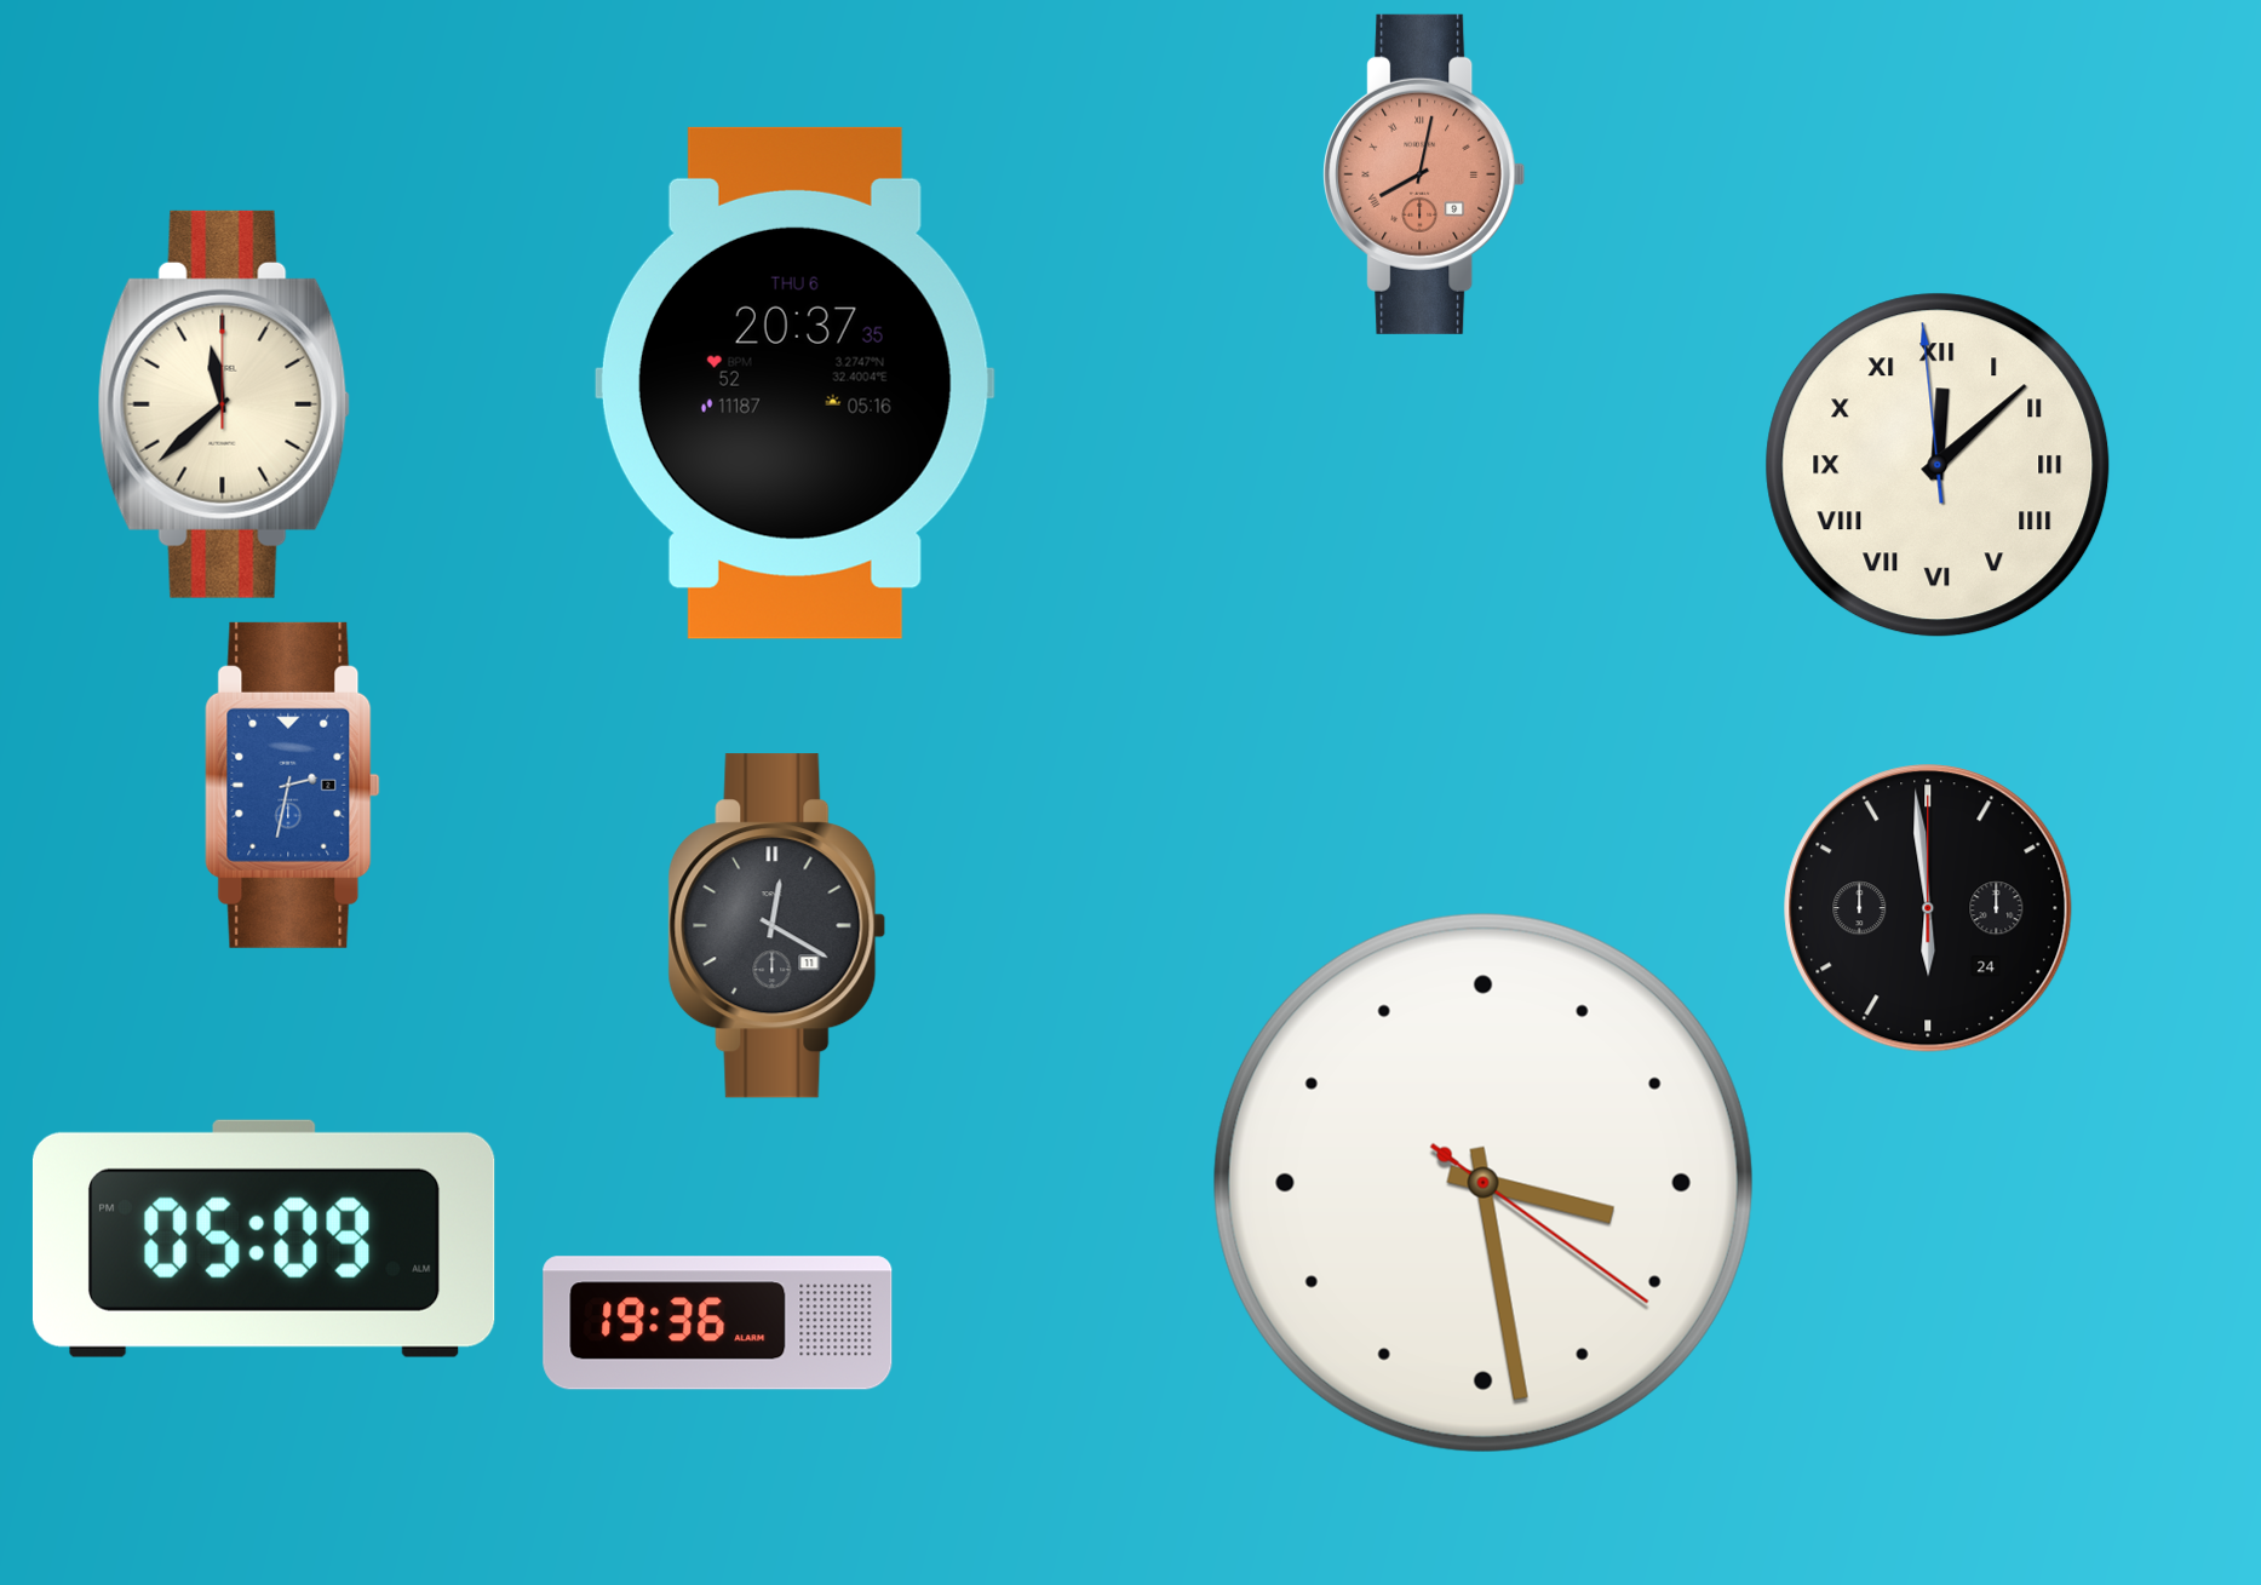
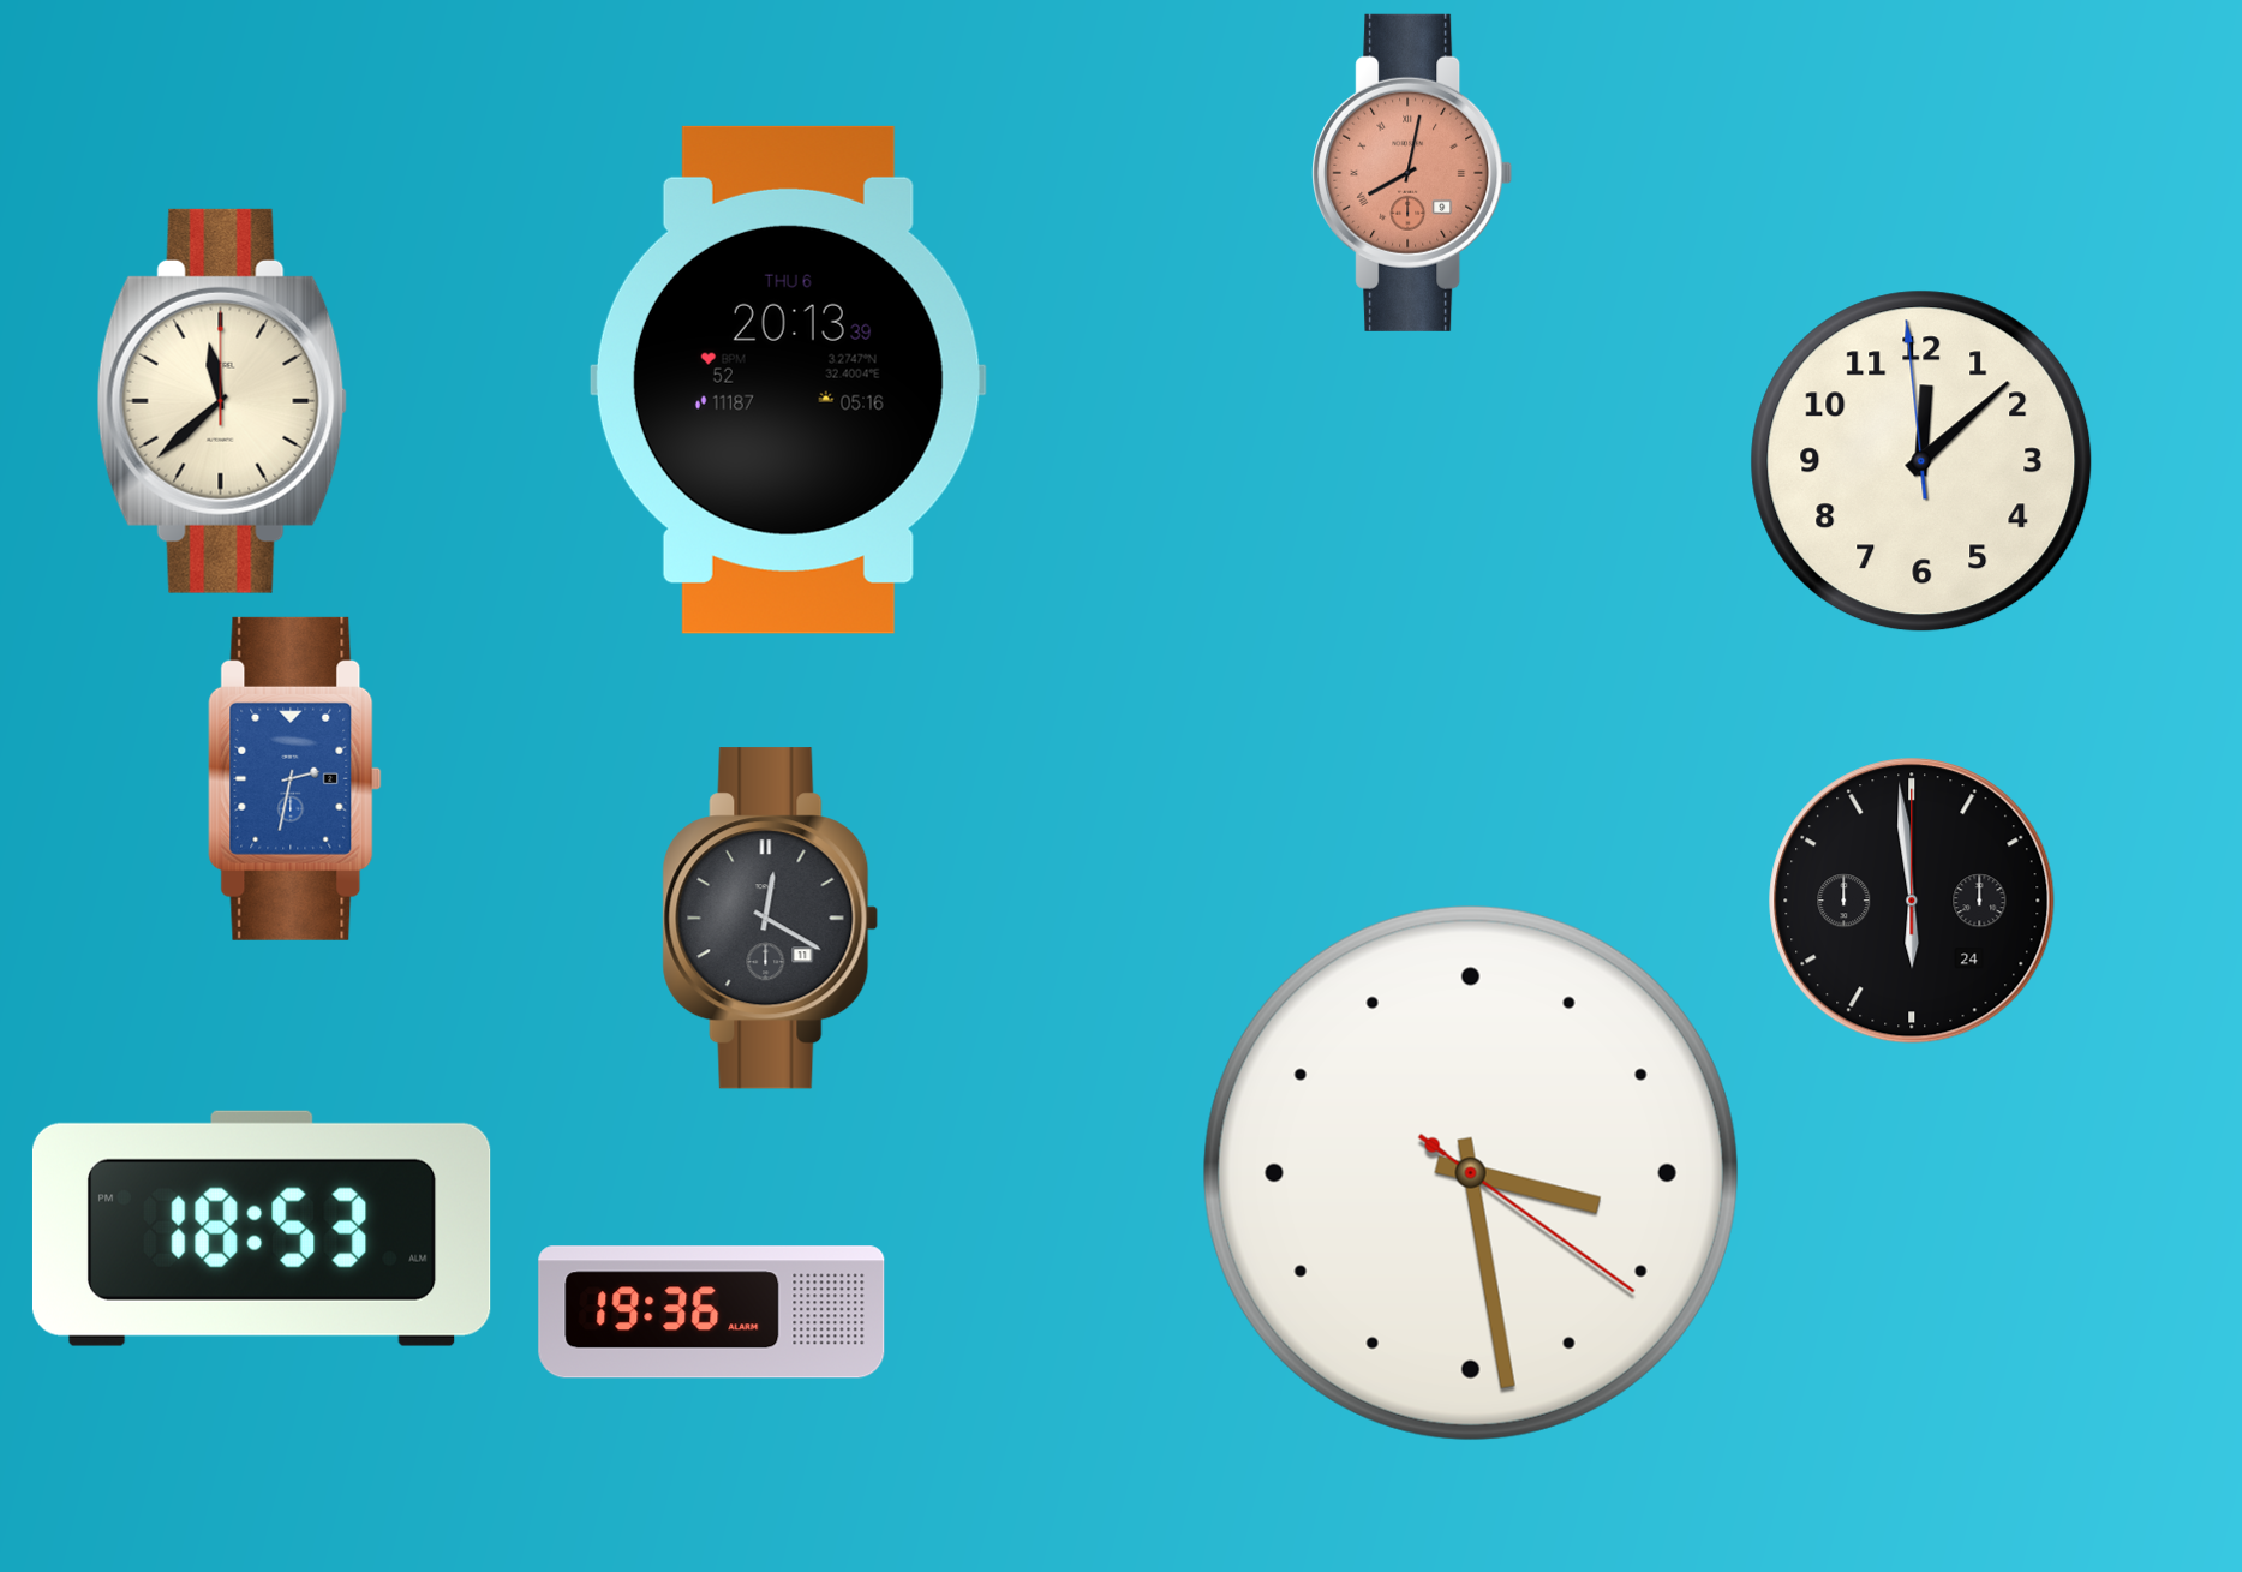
clock at (794, 383): 20:37 -> 20:13
clock at (1938, 465) numerals: Roman -> Arabic
clock at (293, 785) position: (293, 785) -> (295, 778)
clock at (264, 1239): 05:09 -> 18:53
